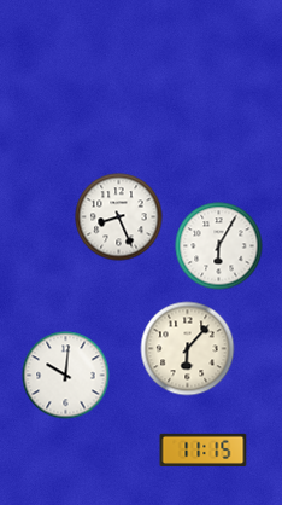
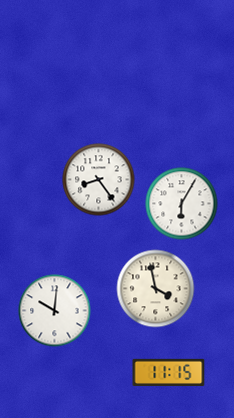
clock at (119, 217): 8:26 -> 8:24
clock at (188, 349): 6:07 -> 3:58
